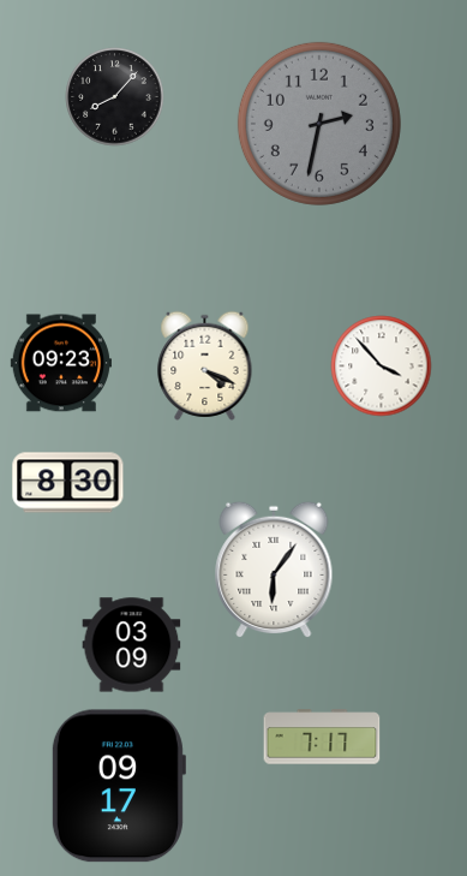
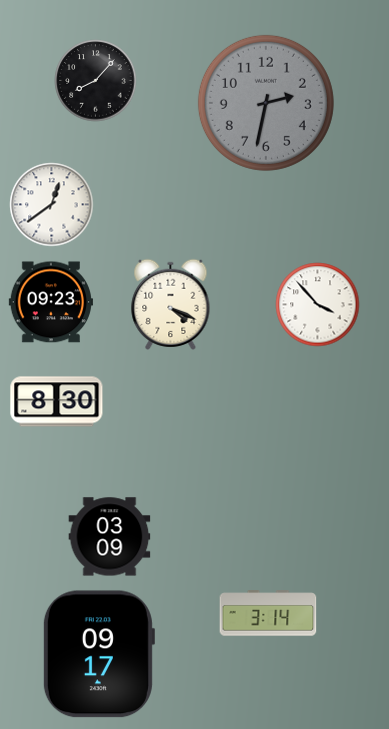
clock at (52, 205): none -> 12:39
clock at (274, 570): 6:06 -> none
clock at (322, 737): 7:17 -> 3:14
